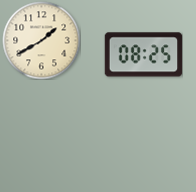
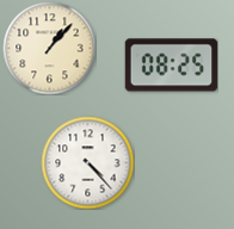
clock at (41, 40): 1:40 -> 1:07
clock at (87, 162): none -> 4:23
